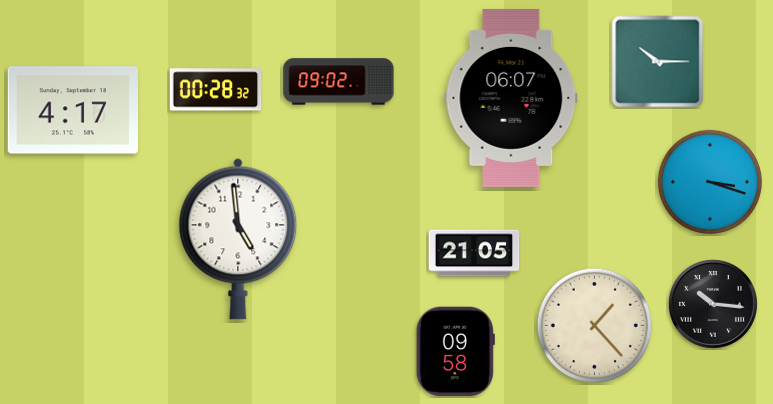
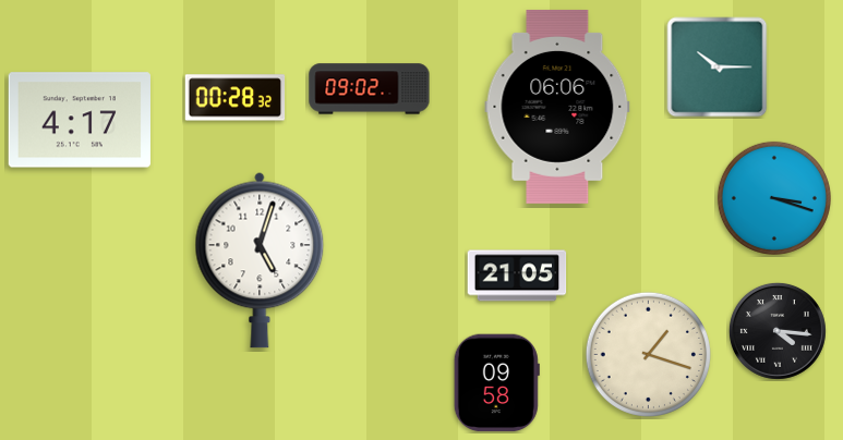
clock at (511, 98): 06:07 -> 06:06
clock at (238, 239): 4:59 -> 5:03
clock at (713, 304): 10:16 -> 4:16
clock at (594, 325): 1:23 -> 1:18
